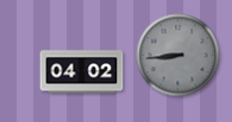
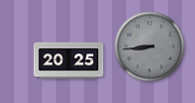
clock at (82, 72): 04:02 -> 20:25
